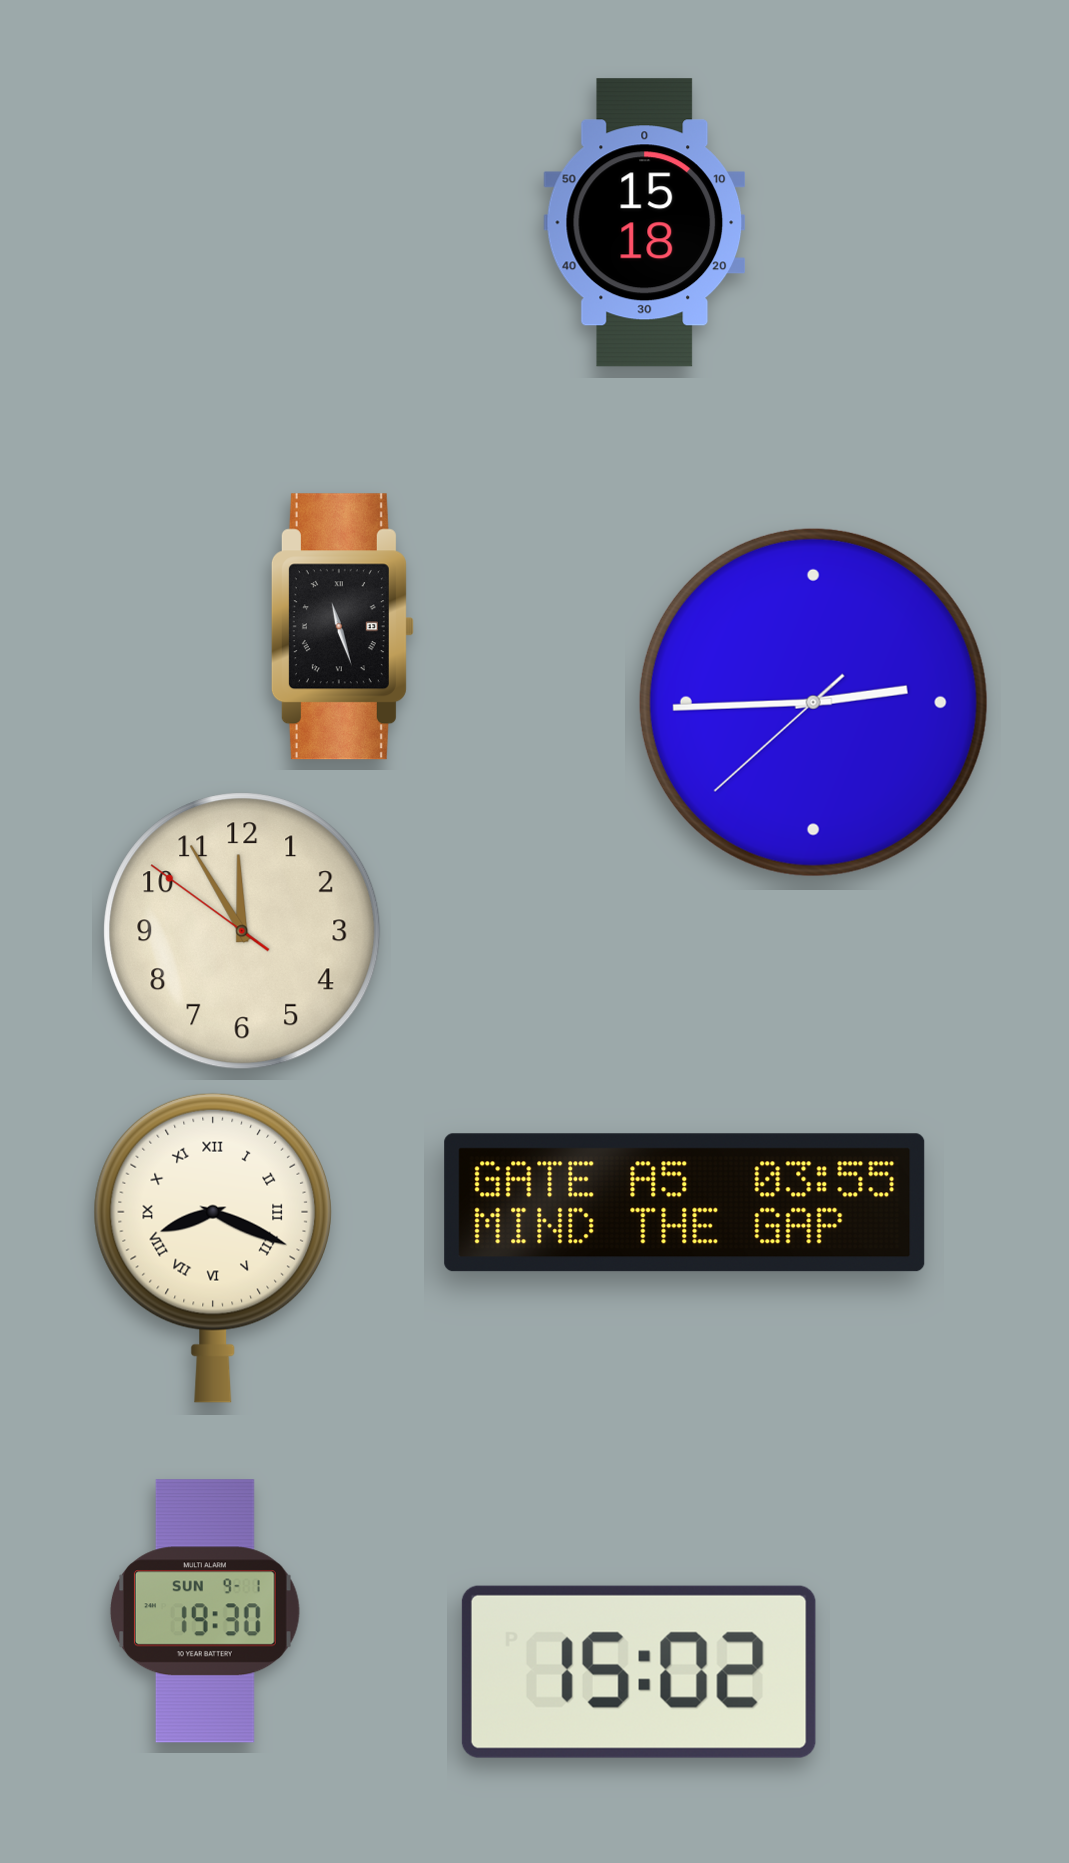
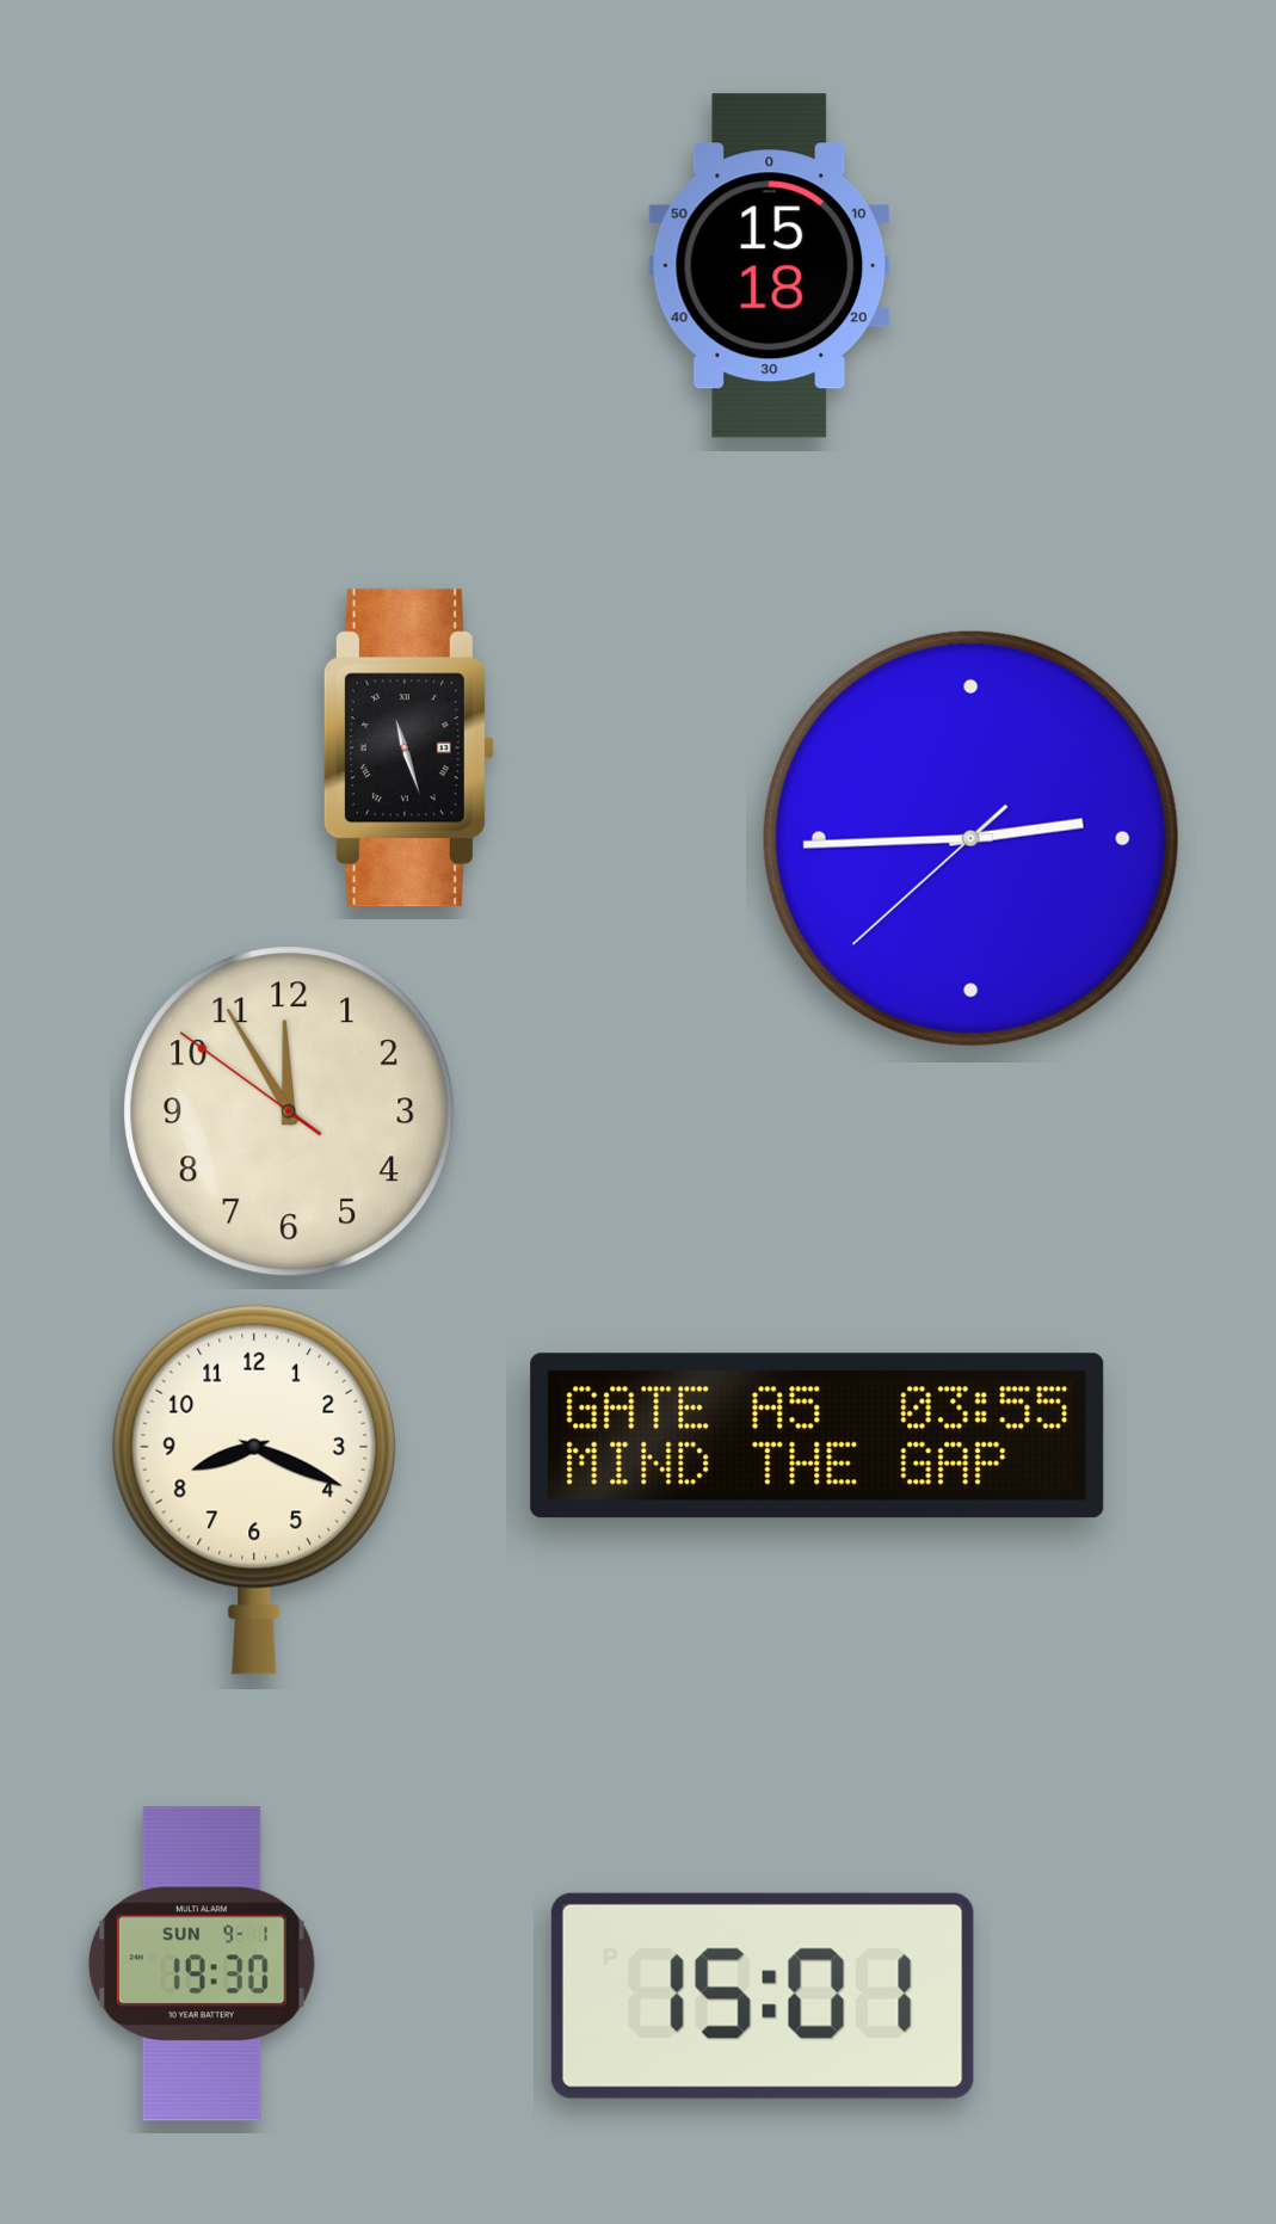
clock at (212, 1248) numerals: Roman -> Arabic
clock at (205, 1611) position: (205, 1611) -> (202, 1964)
clock at (639, 1672): 15:02 -> 15:01
